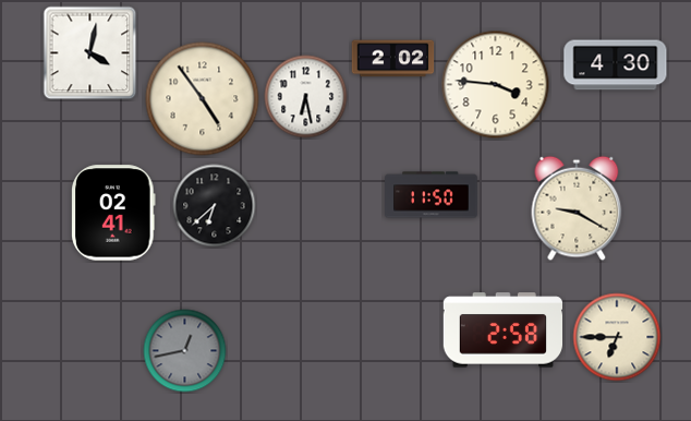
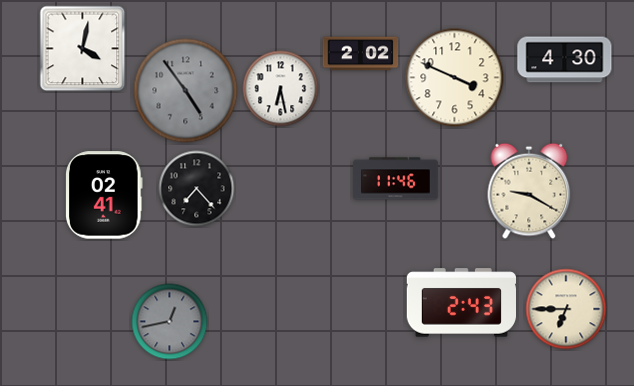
clock at (496, 85): 3:46 -> 3:49
clock at (203, 99) dial: cream -> grey
clock at (432, 195): 11:50 -> 11:46
clock at (215, 206): 6:38 -> 7:23
clock at (502, 330): 2:58 -> 2:43
